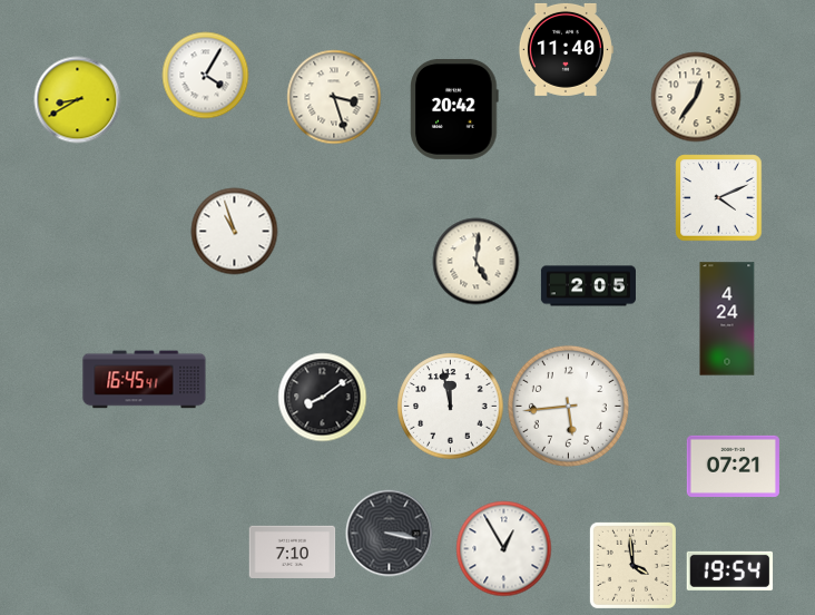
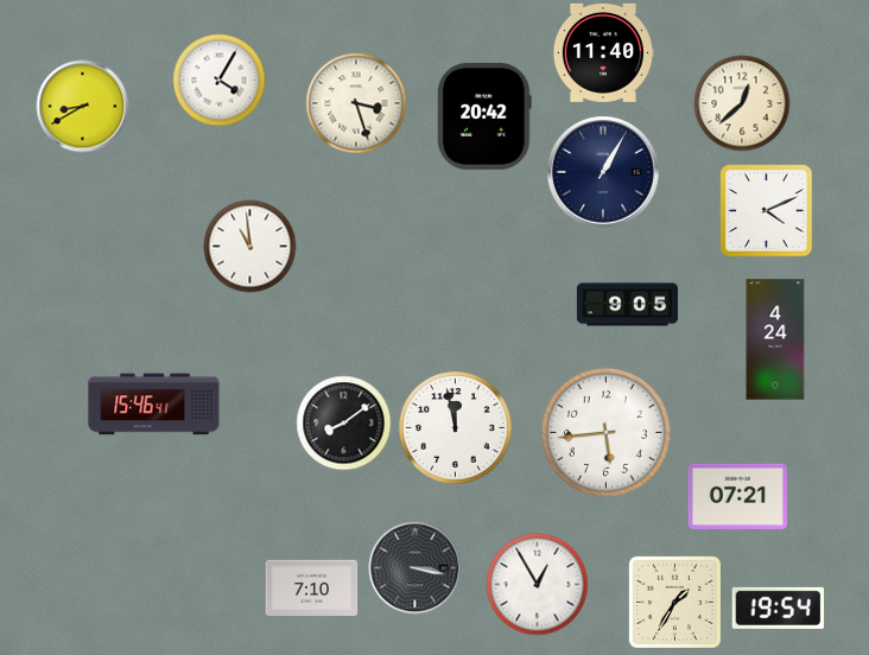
clock at (696, 97): 12:36 -> 12:38
clock at (603, 172): none -> 1:05
clock at (234, 231): 10:57 -> 10:59
clock at (475, 261): 5:01 -> none
clock at (588, 286): 2:05 -> 9:05
clock at (145, 380): 16:45 -> 15:46
clock at (450, 406) position: (450, 406) -> (455, 427)
clock at (733, 466) position: (733, 466) -> (737, 496)
clock at (632, 565): 3:59 -> 1:35
